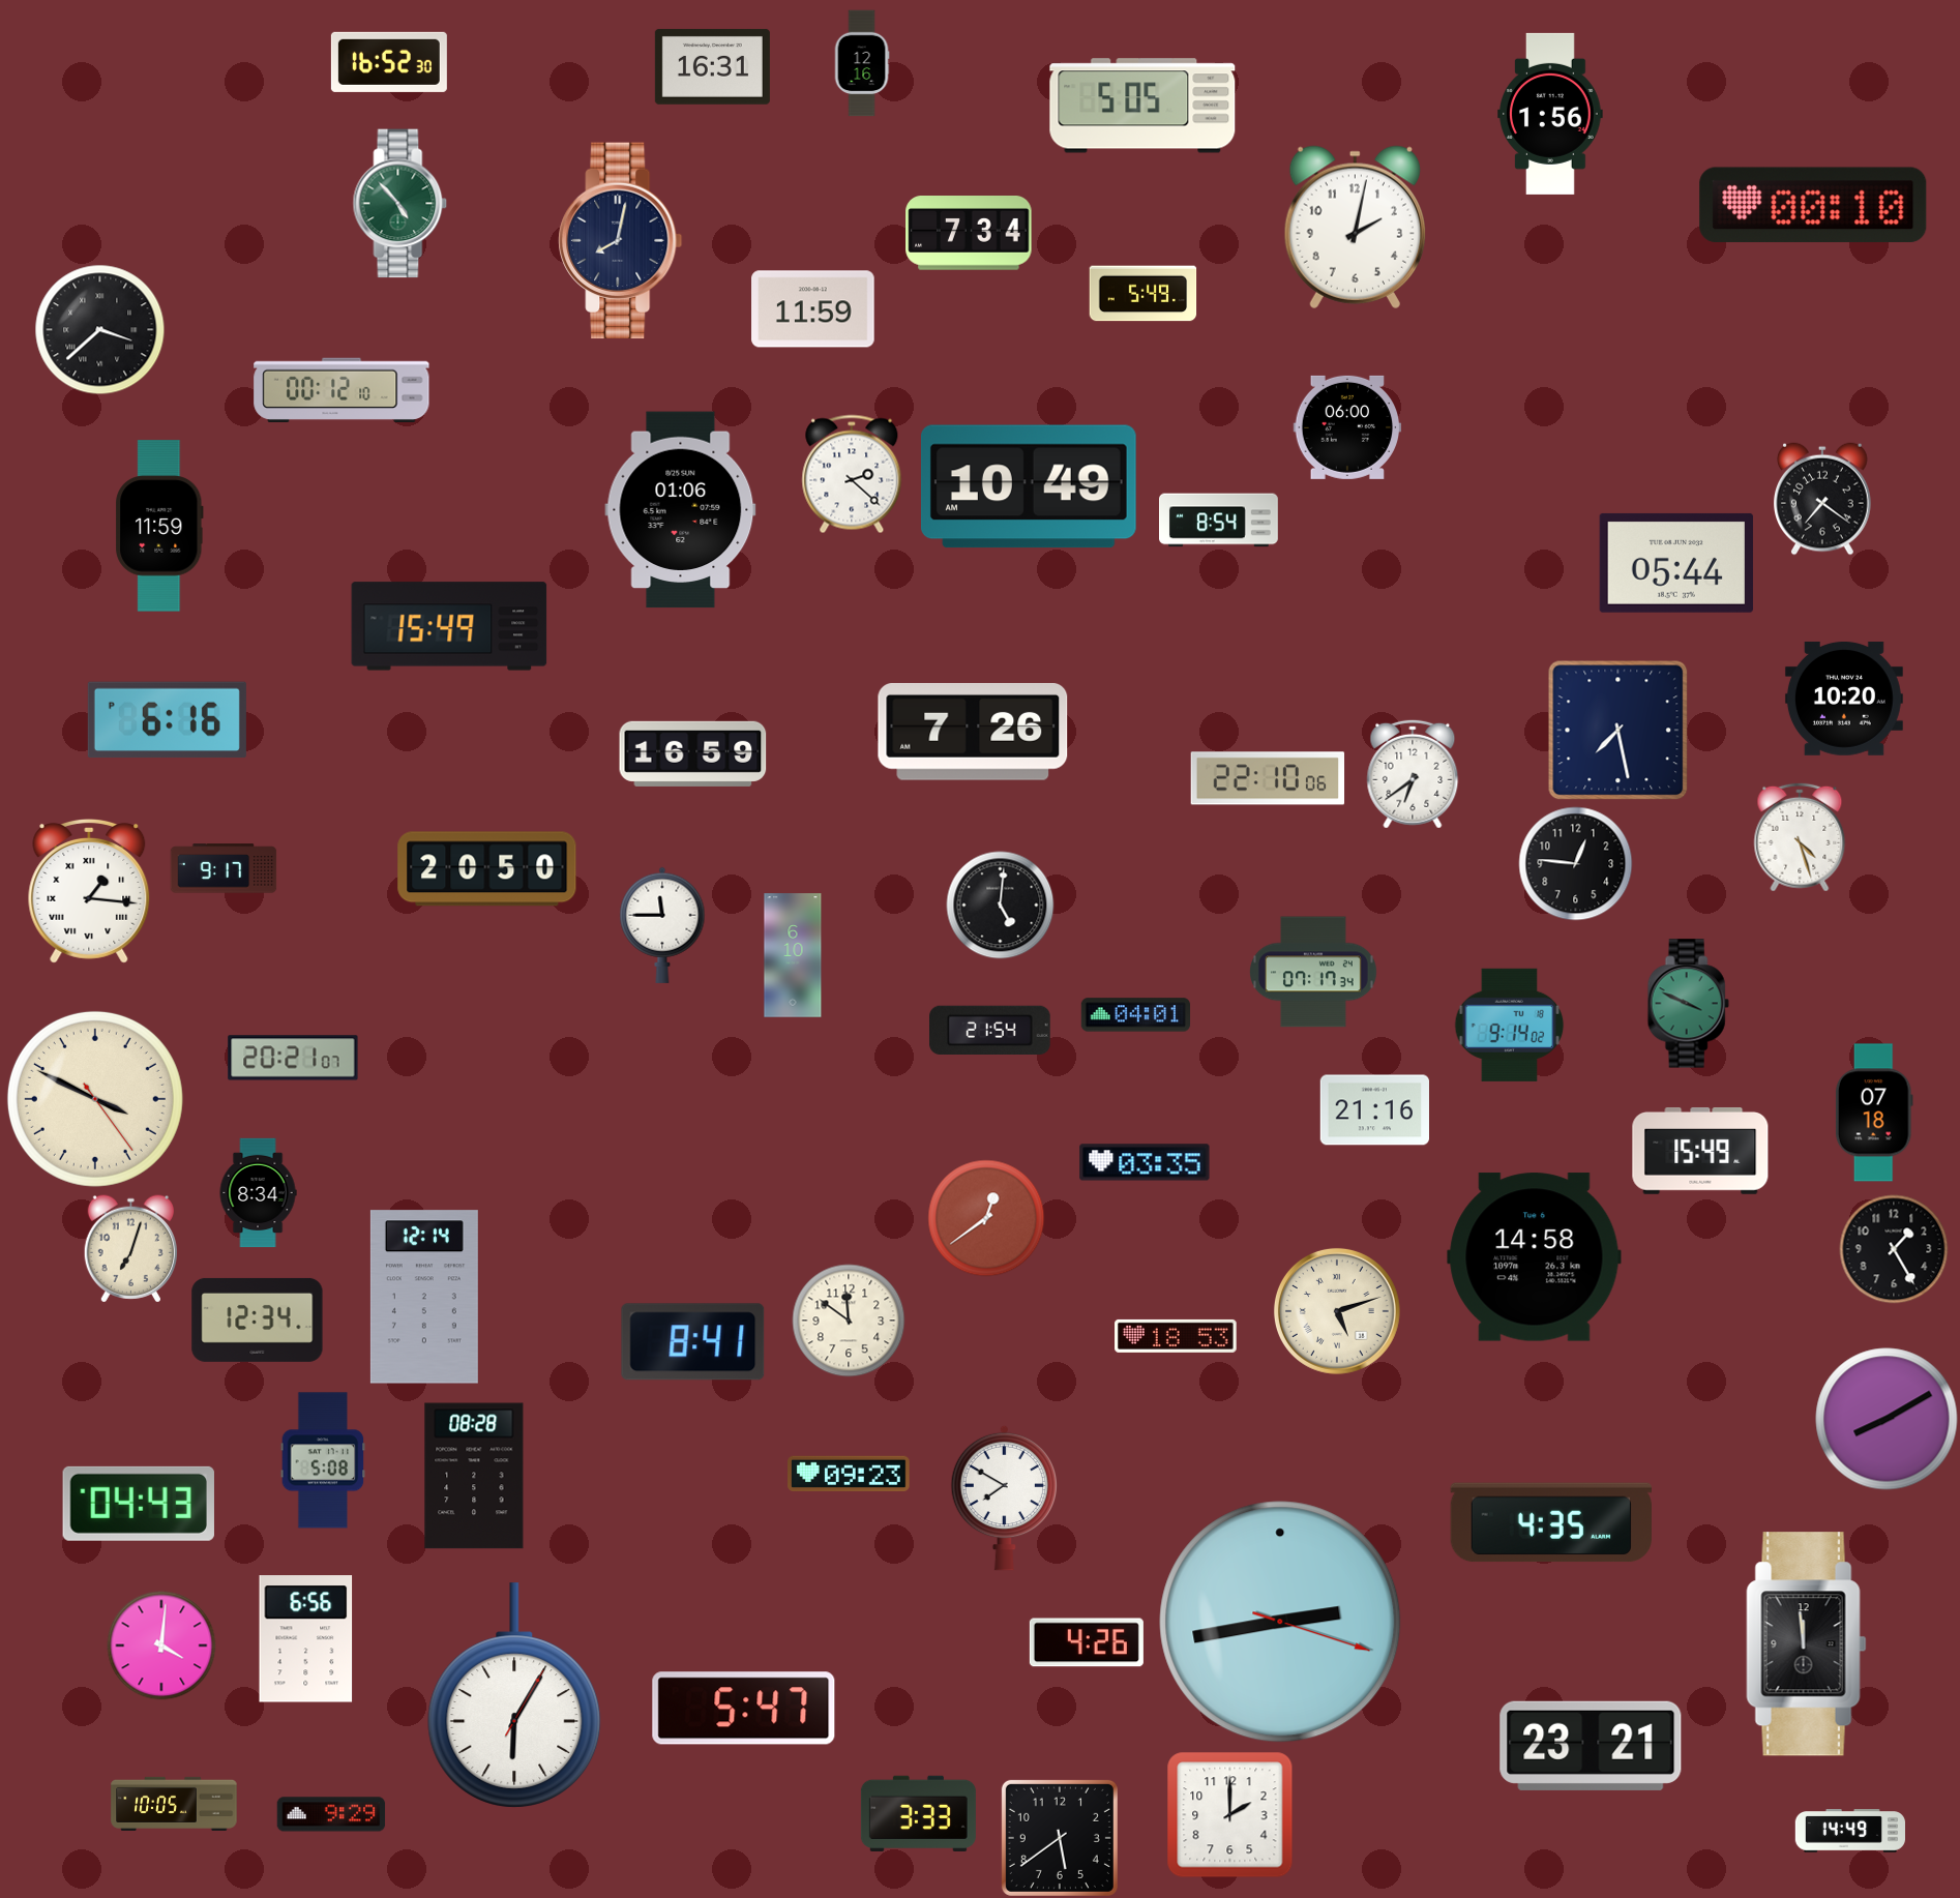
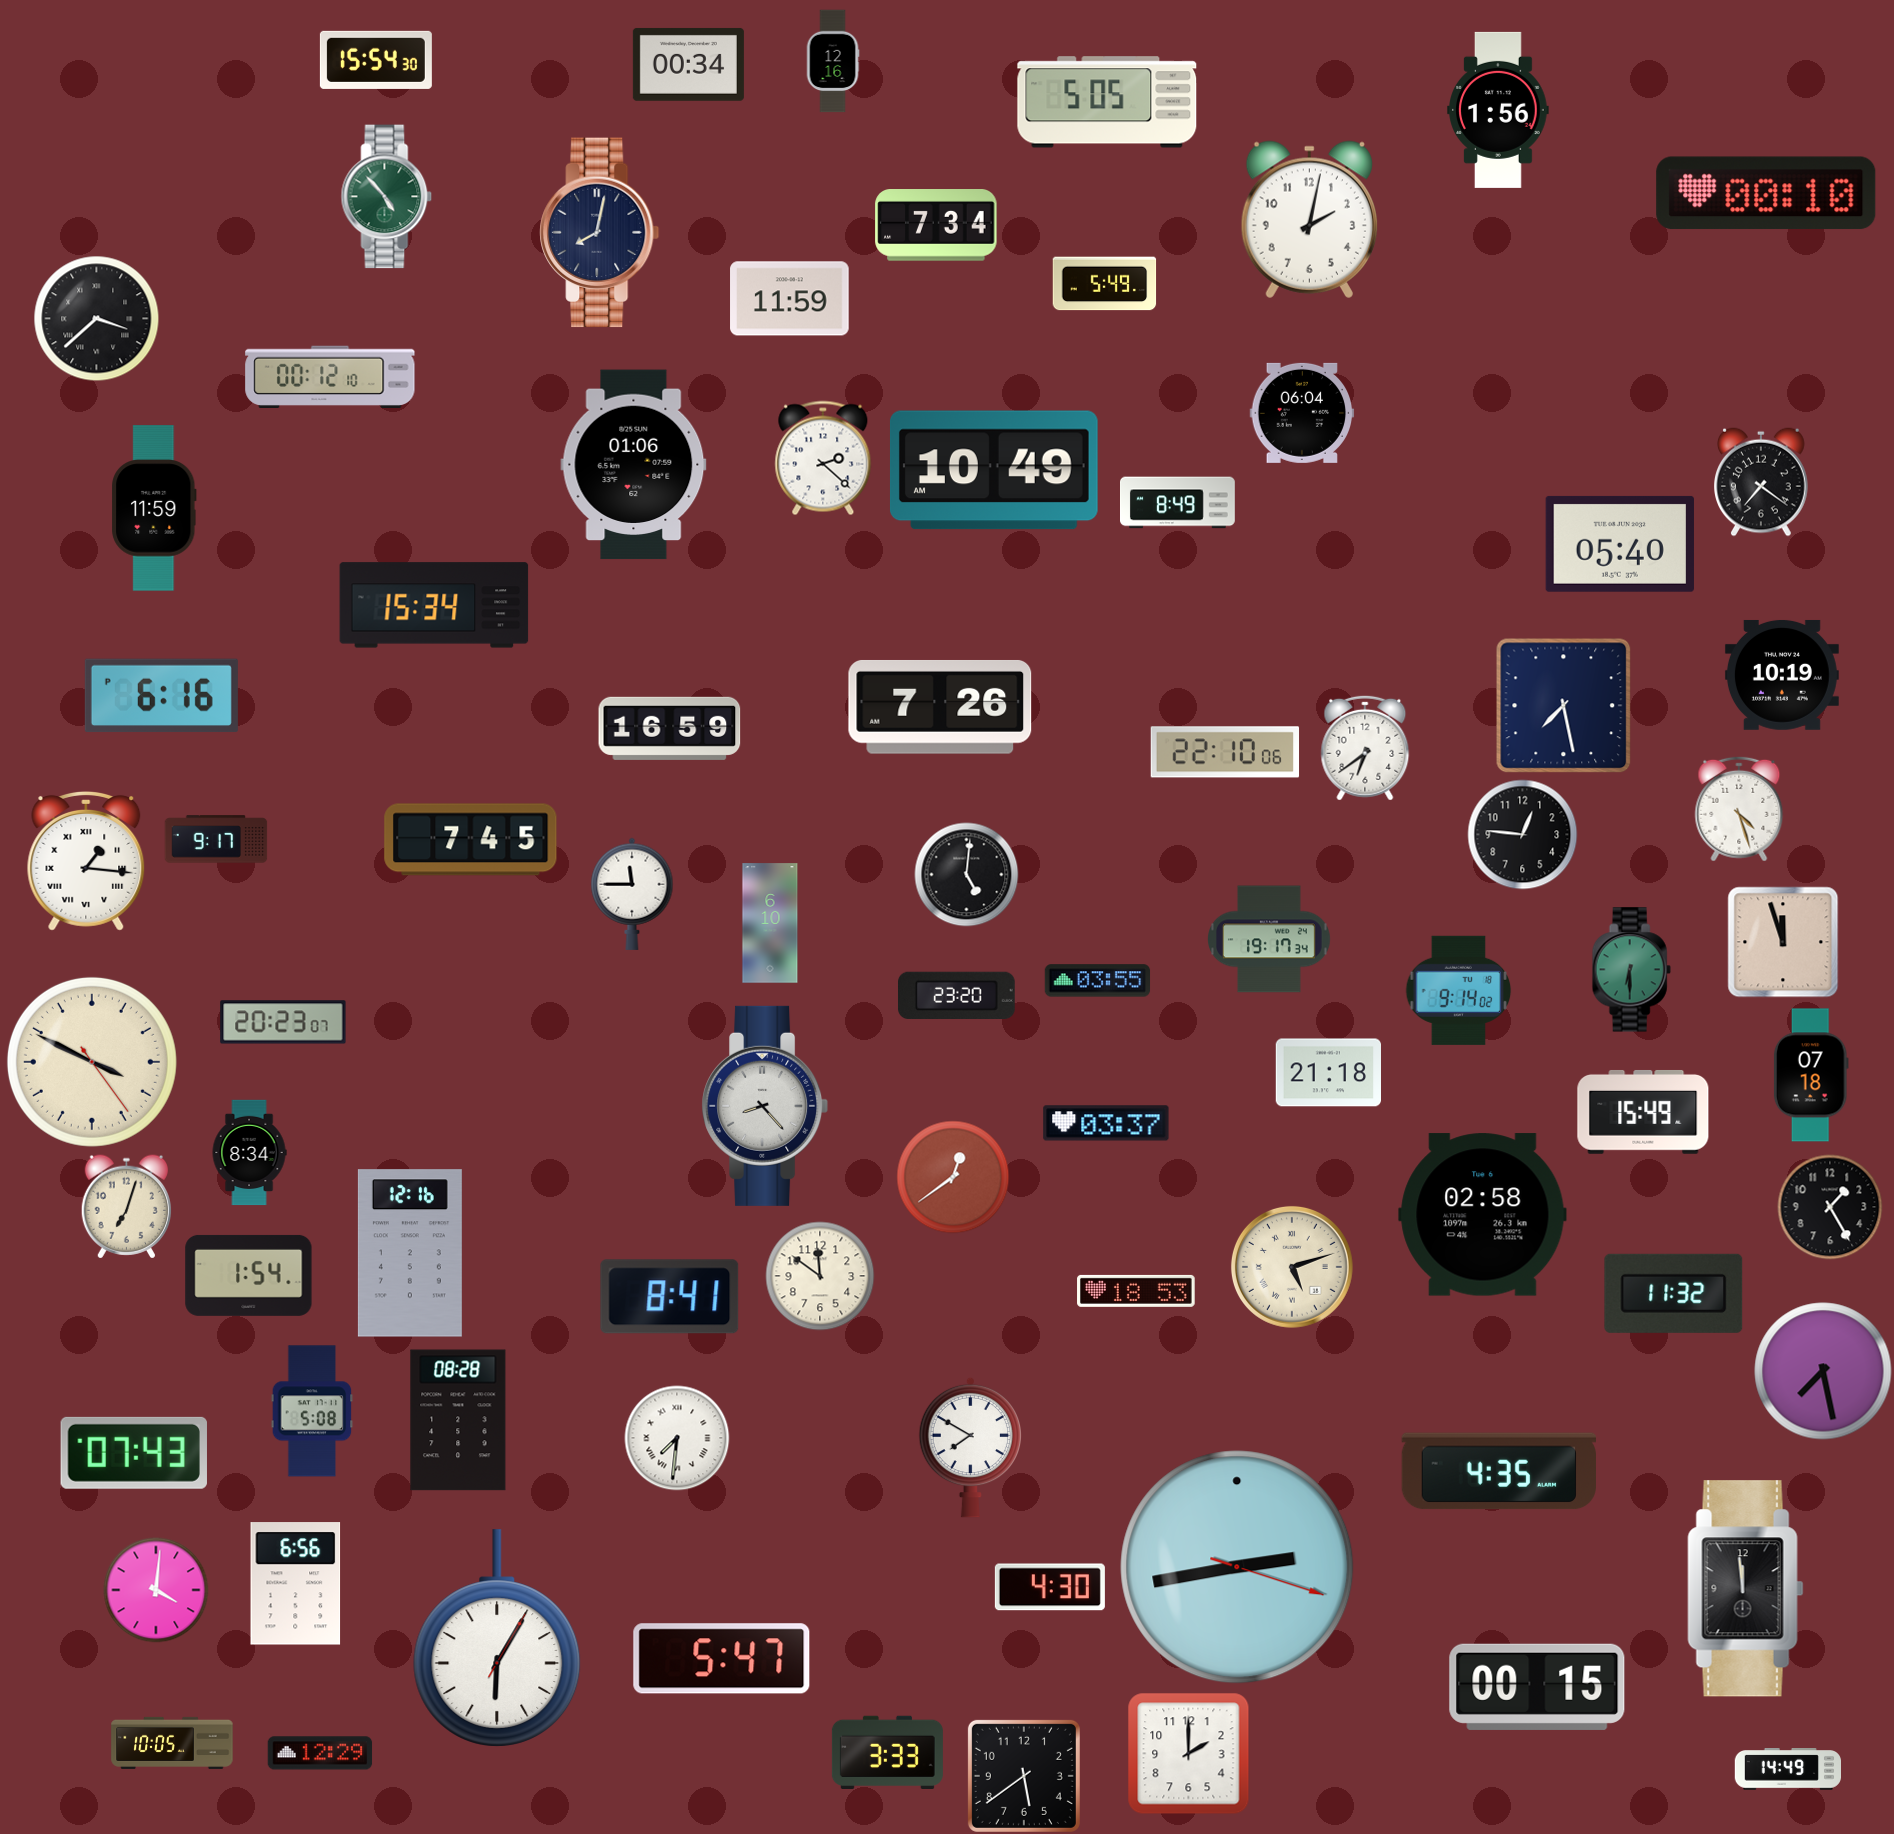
clock at (389, 62): 16:52 -> 15:54
clock at (712, 66): 16:31 -> 00:34
clock at (1142, 106) position: (1142, 106) -> (1107, 102)
clock at (1813, 205) position: (1813, 205) -> (1766, 193)
clock at (813, 309) position: (813, 309) -> (790, 299)
clock at (1347, 427): 06:00 -> 06:04
clock at (681, 510) position: (681, 510) -> (634, 465)
clock at (1219, 521): 8:54 -> 8:49
clock at (1676, 563): 05:44 -> 05:40
clock at (449, 626): 15:49 -> 15:34
clock at (1844, 699): 10:20 -> 10:19
clock at (487, 869): 20:50 -> 7:45
clock at (662, 925) position: (662, 925) -> (632, 894)
clock at (793, 955) position: (793, 955) -> (770, 923)
clock at (1314, 972): 07:17 -> 19:17
clock at (1783, 942): none -> 11:57
clock at (1688, 1004): 3:49 -> 6:30
clock at (1136, 1015): 04:01 -> 03:55
clock at (990, 1030): 21:54 -> 23:20
clock at (293, 1058): 20:21 -> 20:23
clock at (1374, 1110): 21:16 -> 21:18
clock at (765, 1106): none -> 8:23
clock at (1145, 1162): 03:35 -> 03:37
clock at (1535, 1257): 14:58 -> 02:58
clock at (424, 1297): 12:14 -> 12:16
clock at (258, 1319): 12:34 -> 1:54
clock at (1674, 1293): none -> 11:32
clock at (1887, 1419): 8:10 -> 7:28
clock at (849, 1473): 09:23 -> none
clock at (474, 1476) position: (474, 1476) -> (458, 1420)
clock at (677, 1438): none -> 7:31
clock at (138, 1504): 04:43 -> 07:43
clock at (1087, 1642): 4:26 -> 4:30
clock at (744, 1709) position: (744, 1709) -> (722, 1659)
clock at (1591, 1746): 23:21 -> 00:15
clock at (174, 1804) position: (174, 1804) -> (172, 1743)
clock at (331, 1814): 9:29 -> 12:29
